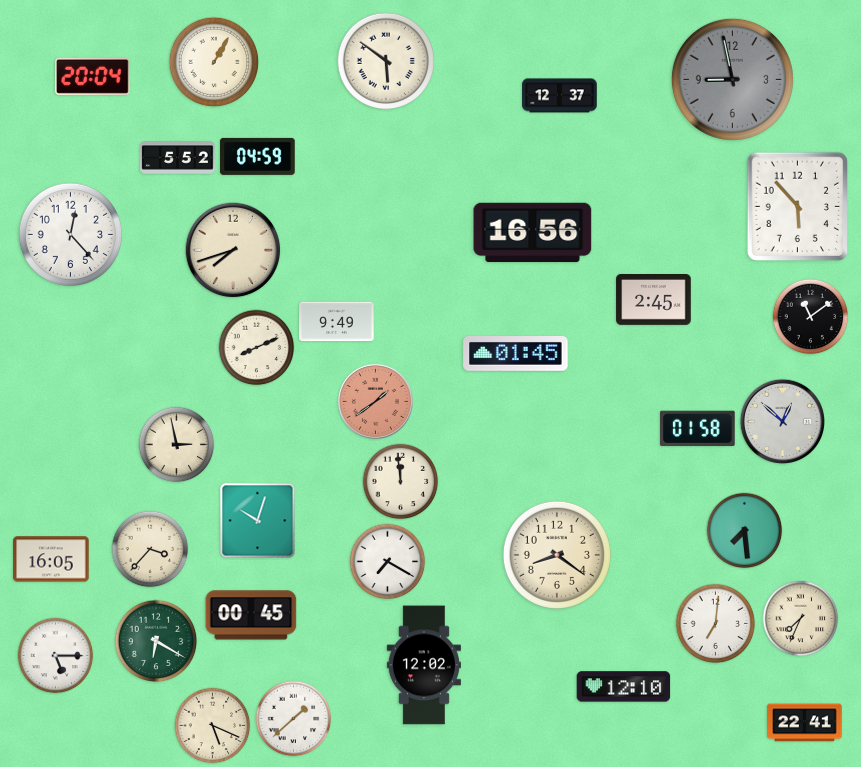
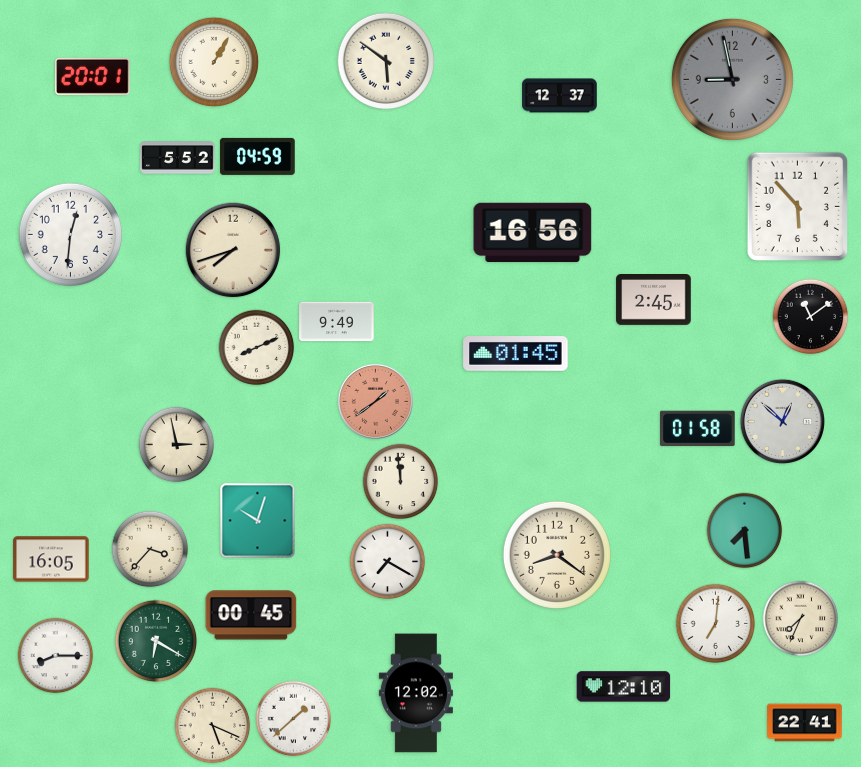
clock at (93, 76): 20:04 -> 20:01
clock at (70, 234): 12:23 -> 12:31
clock at (56, 656): 5:15 -> 8:15
clock at (424, 665) position: (424, 665) -> (416, 693)
